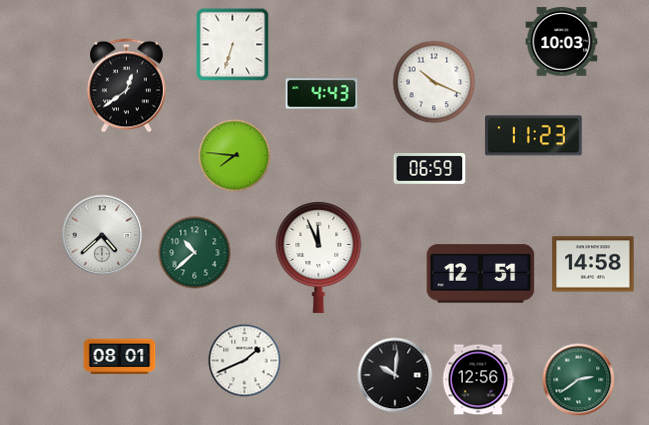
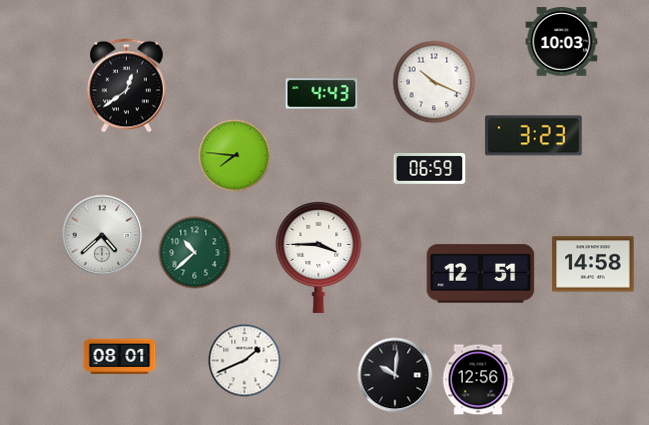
clock at (233, 45): 6:33 -> none
clock at (534, 136): 11:23 -> 3:23
clock at (319, 257): 11:56 -> 3:45
clock at (579, 380): 2:39 -> none
